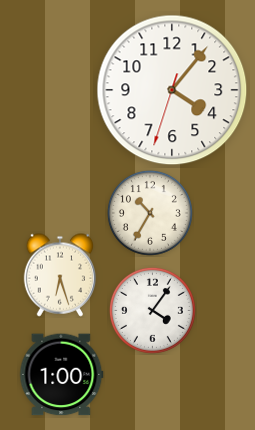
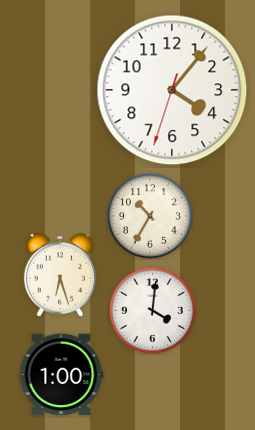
clock at (150, 213) position: (150, 213) -> (150, 216)
clock at (152, 310): 4:06 -> 4:01
